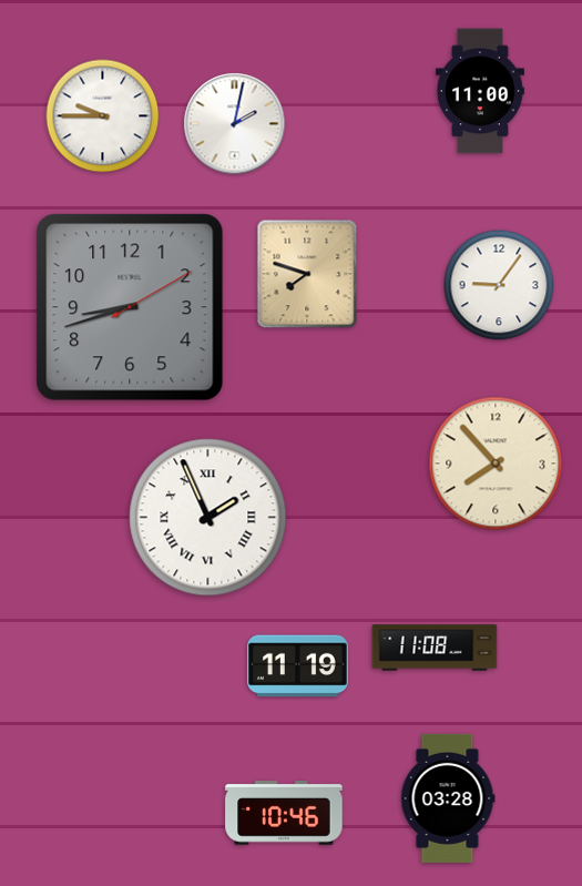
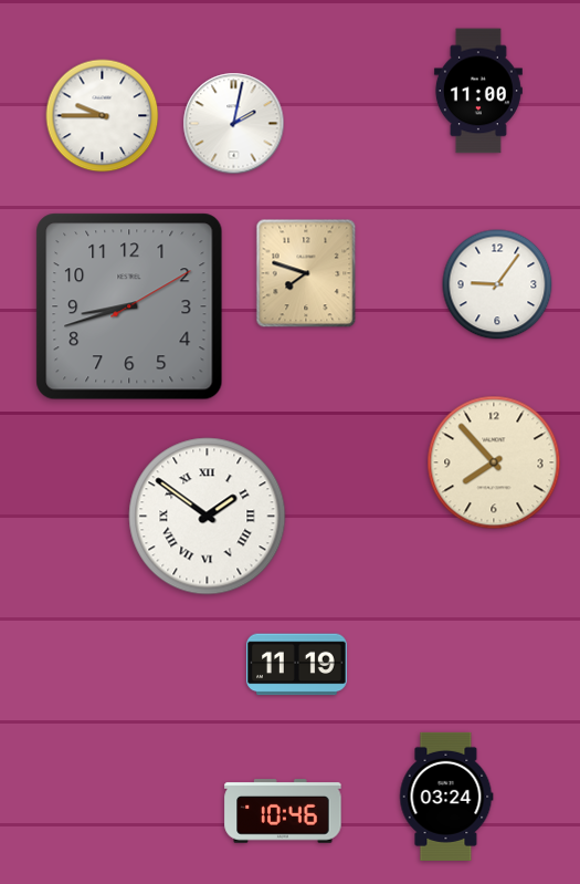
clock at (208, 518): 1:56 -> 1:51
clock at (435, 648): 11:08 -> none
clock at (448, 798): 03:28 -> 03:24
